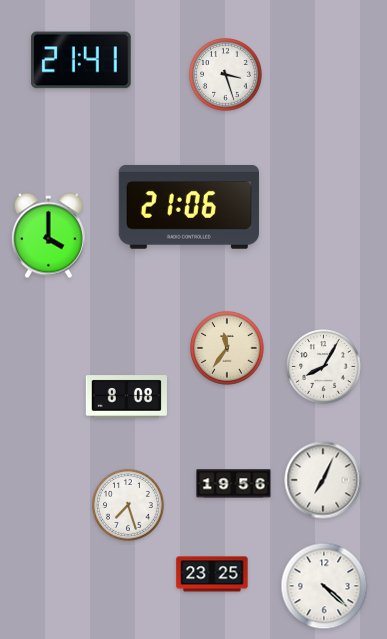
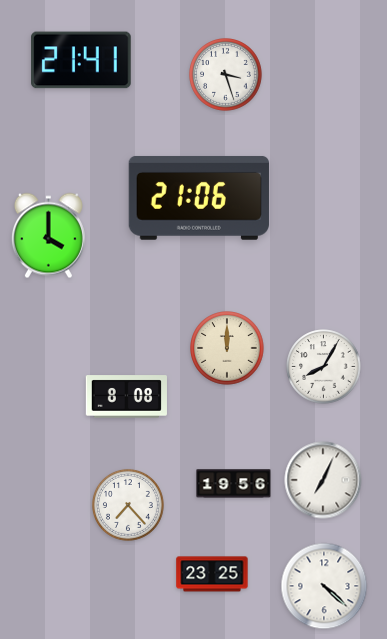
clock at (189, 207) position: (189, 207) -> (199, 198)
clock at (227, 348): 11:36 -> 12:00
clock at (128, 505): 7:27 -> 7:23
